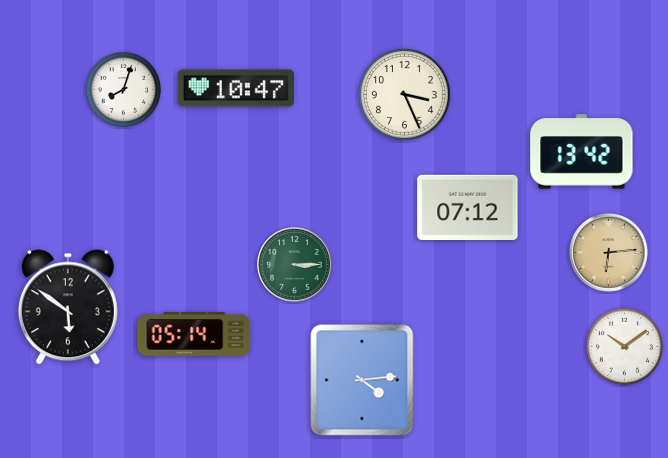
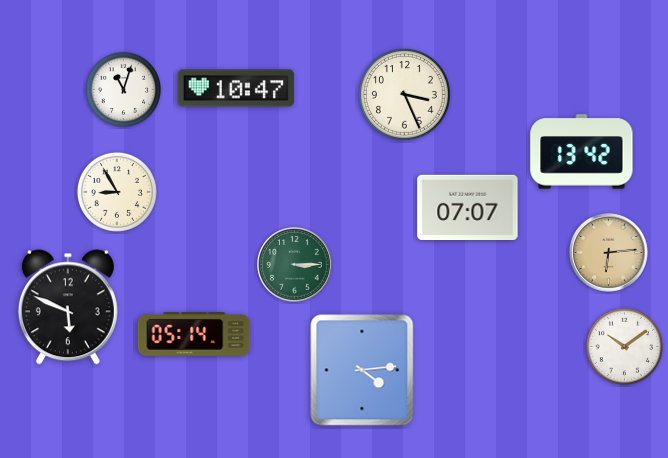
clock at (123, 89): 8:03 -> 11:03
clock at (117, 192): none -> 8:55
clock at (468, 207): 07:12 -> 07:07
clock at (68, 307): 5:51 -> 5:49
clock at (362, 380) position: (362, 380) -> (362, 370)
